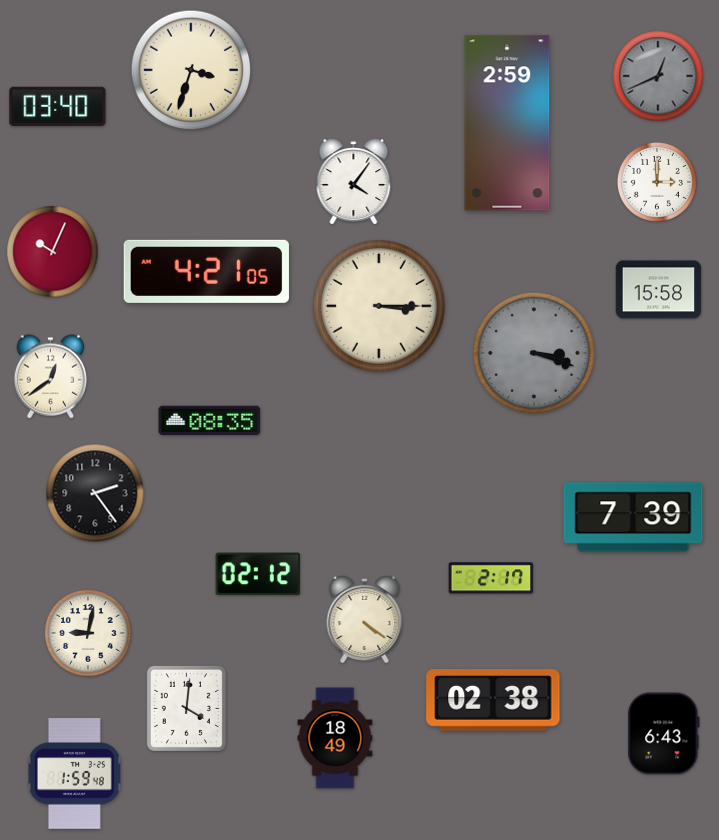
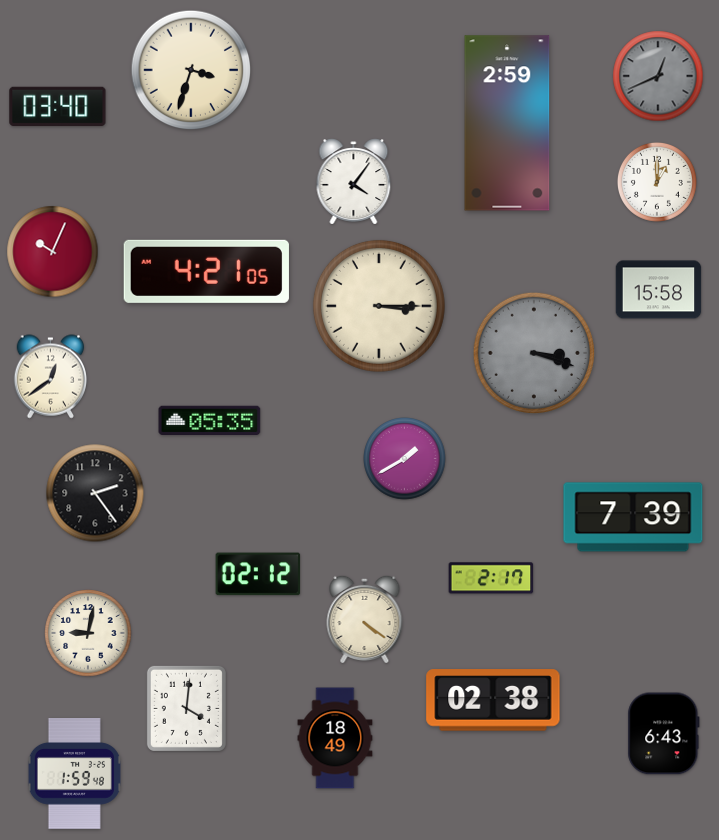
clock at (657, 182): 3:00 -> 1:00
clock at (210, 420): 08:35 -> 05:35
clock at (405, 459): none -> 1:40
